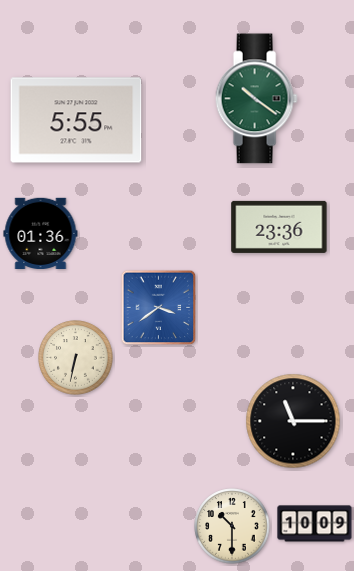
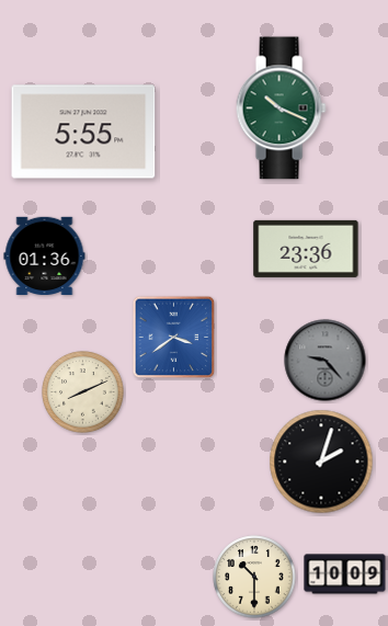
clock at (256, 99): 10:21 -> 10:19
clock at (326, 361): none -> 9:23
clock at (76, 358): 6:32 -> 8:11
clock at (293, 421): 11:15 -> 2:03
